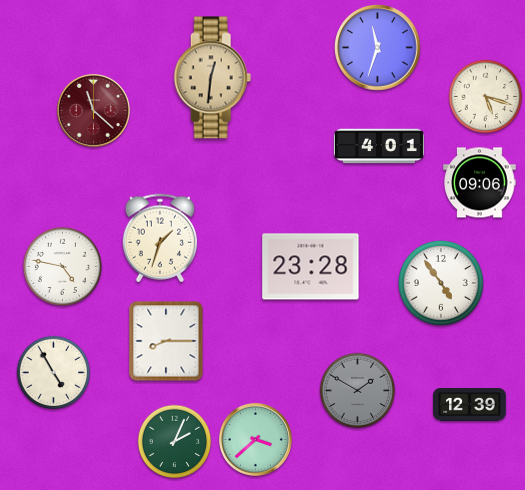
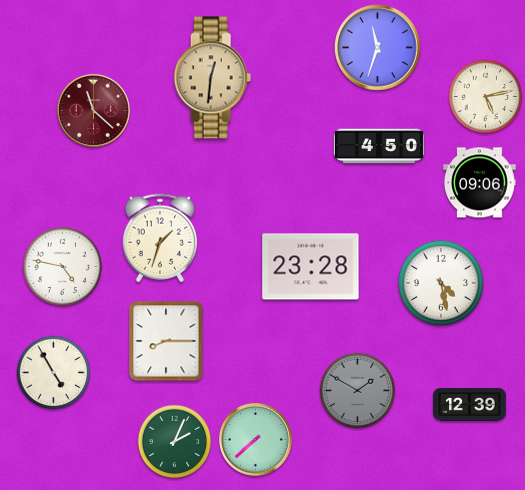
clock at (486, 97): 5:18 -> 5:13
clock at (379, 146): 4:01 -> 4:50
clock at (442, 284): 4:54 -> 4:28
clock at (255, 439): 3:38 -> 7:38
